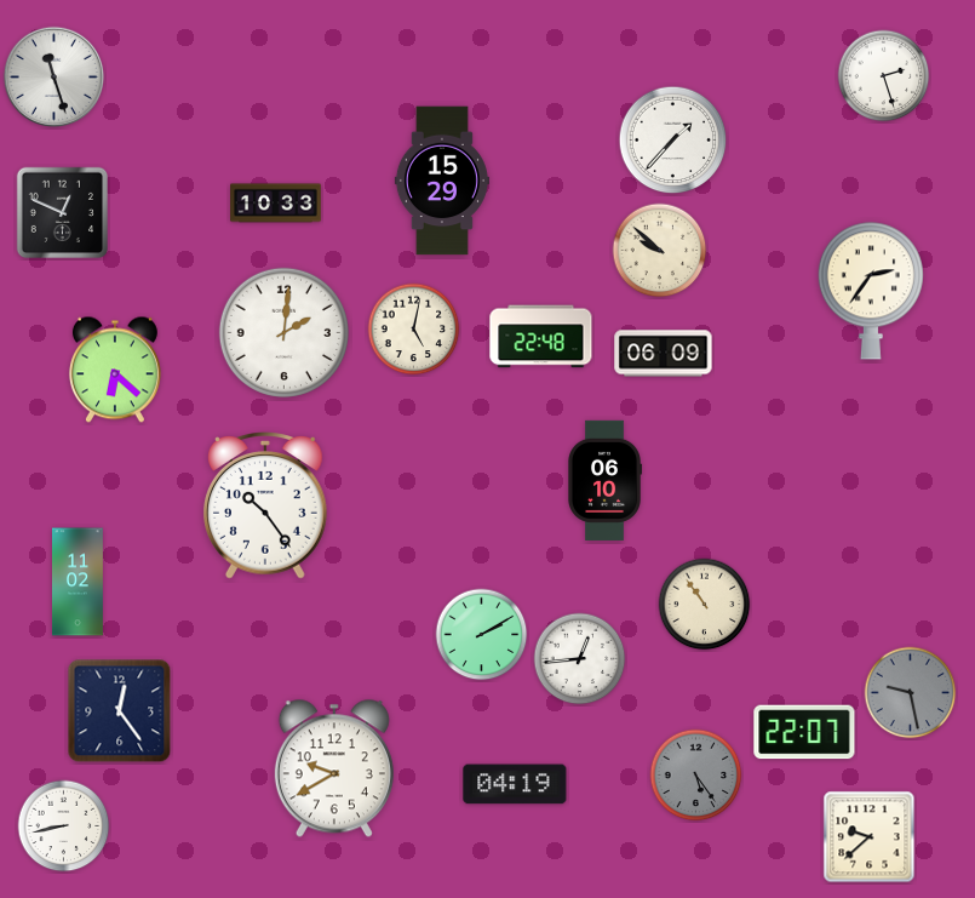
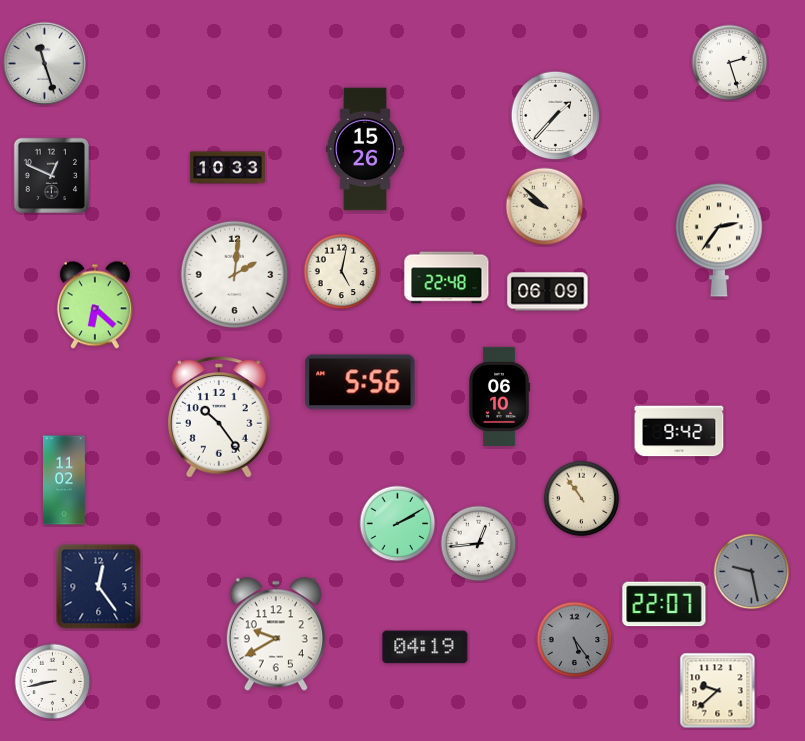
clock at (442, 181): 15:29 -> 15:26
clock at (360, 382): none -> 5:56
clock at (679, 431): none -> 9:42
